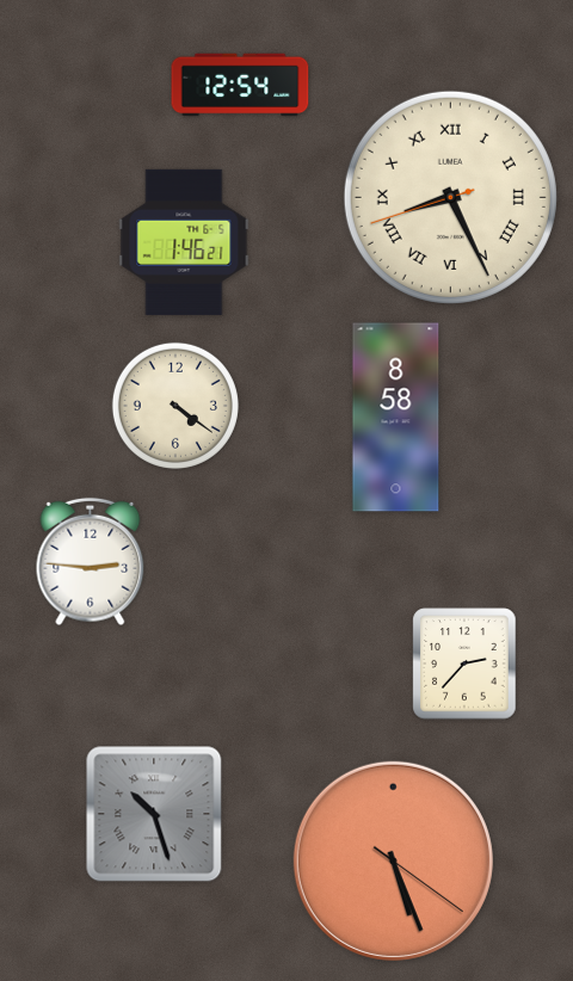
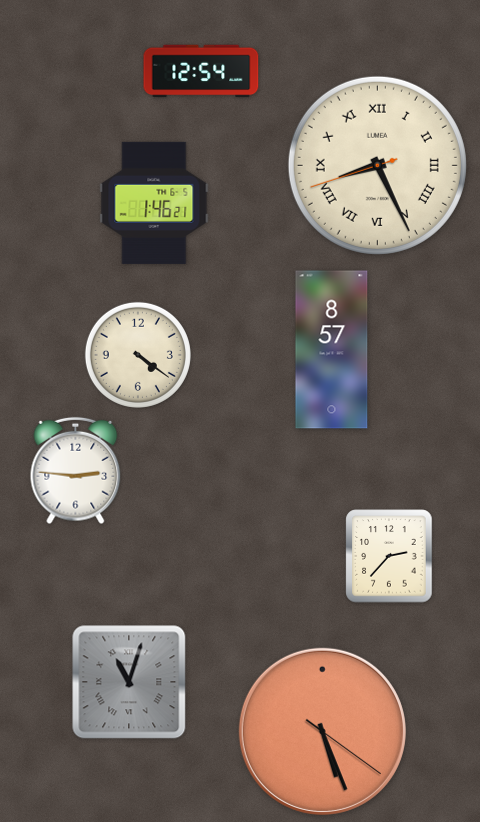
clock at (175, 406) position: (175, 406) -> (138, 355)
clock at (396, 418): 8:58 -> 8:57
clock at (154, 814): 10:27 -> 11:03
clock at (393, 860) position: (393, 860) -> (322, 731)
